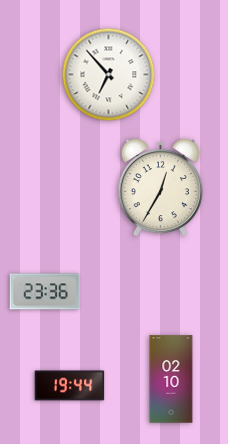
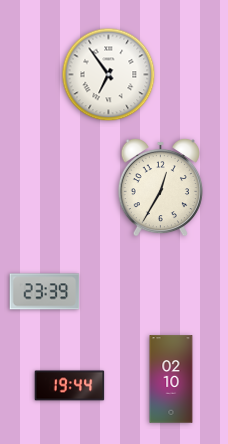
clock at (109, 75): 6:53 -> 6:54
clock at (45, 292): 23:36 -> 23:39
